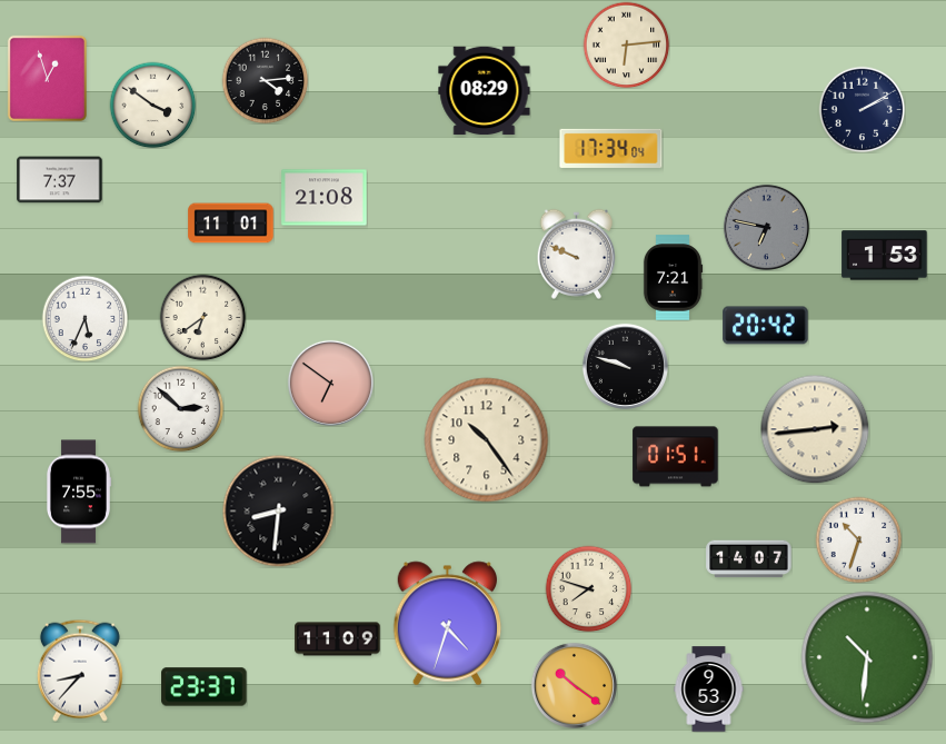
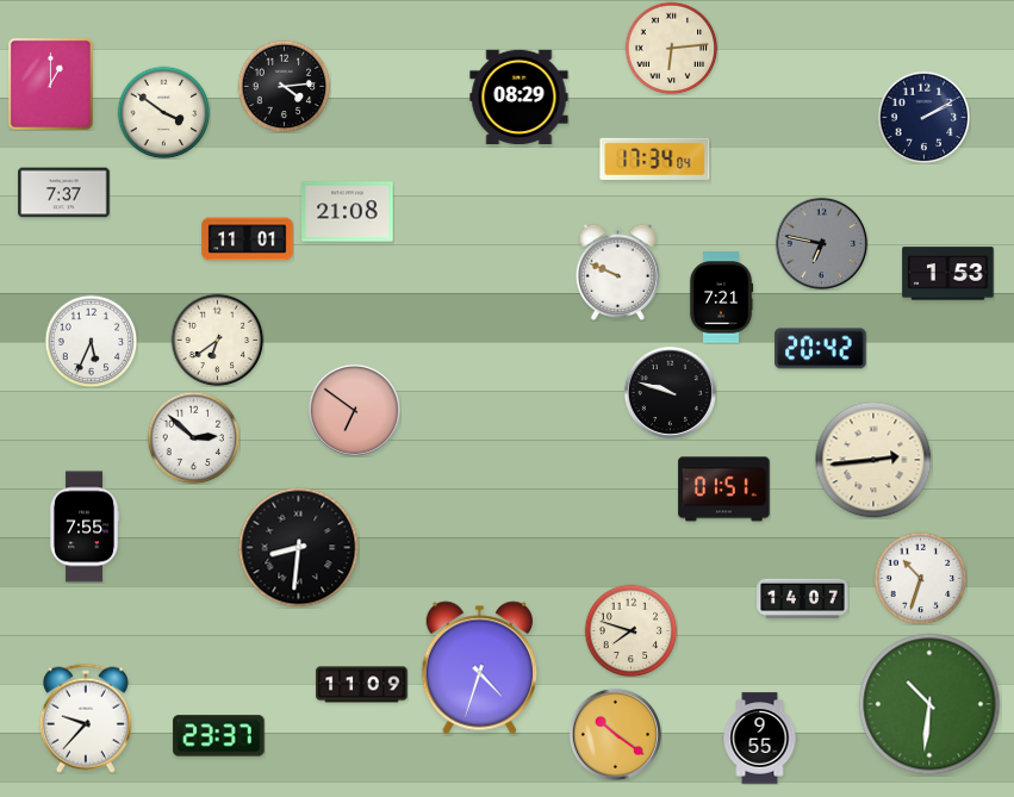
clock at (47, 78): 12:57 -> 1:00
clock at (487, 440): 10:24 -> none
clock at (80, 671): 8:37 -> 9:37
clock at (709, 690): 9:53 -> 9:55
